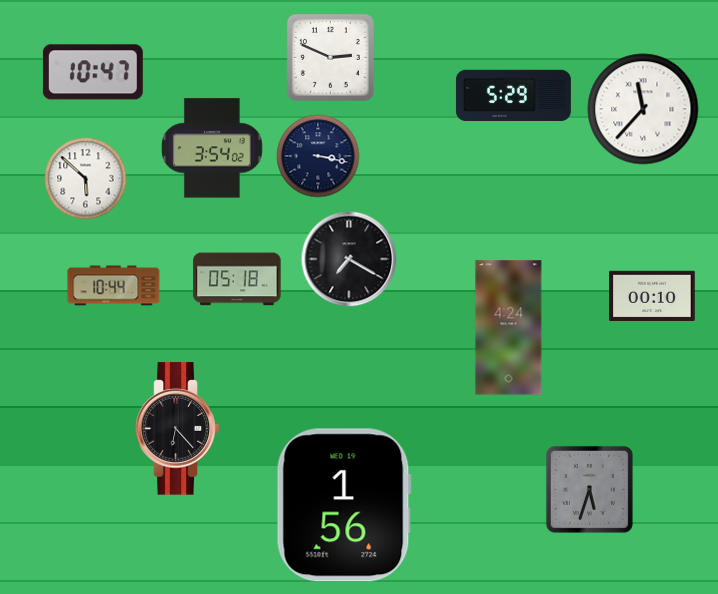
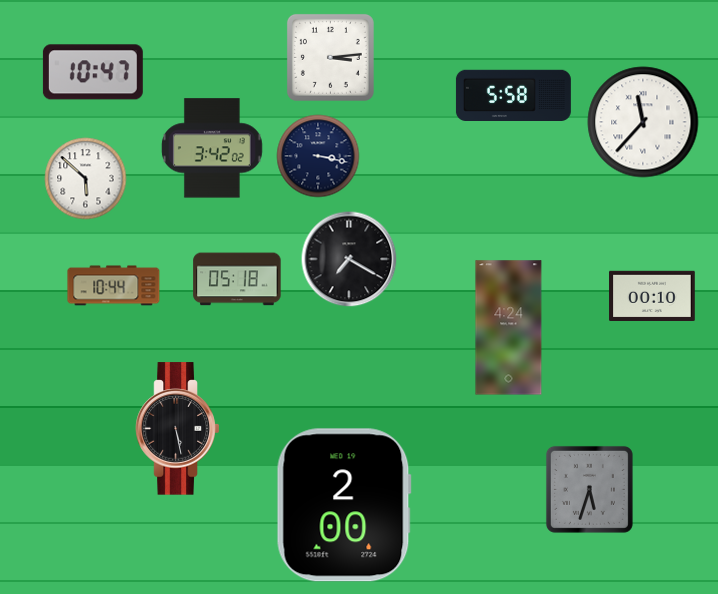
clock at (330, 57): 2:49 -> 3:14
clock at (513, 95): 5:29 -> 5:58
clock at (643, 109) position: (643, 109) -> (643, 122)
clock at (212, 148): 3:54 -> 3:42
clock at (178, 429): 6:23 -> 5:28
clock at (344, 505): 1:56 -> 2:00
